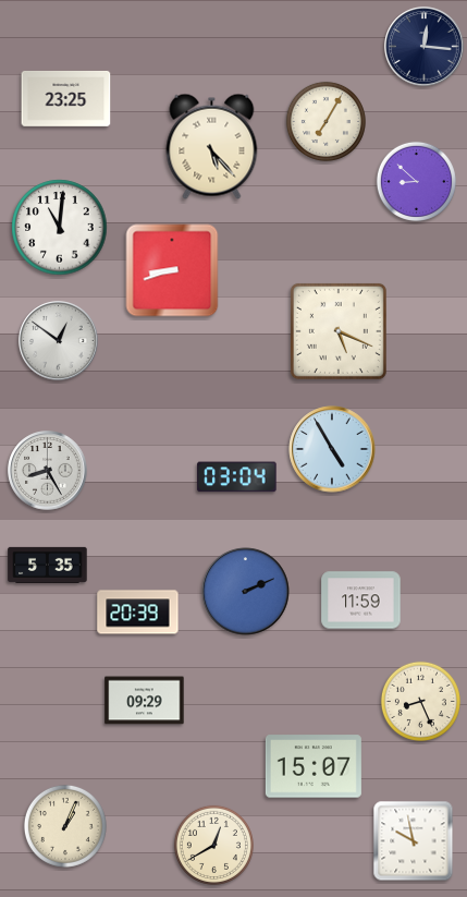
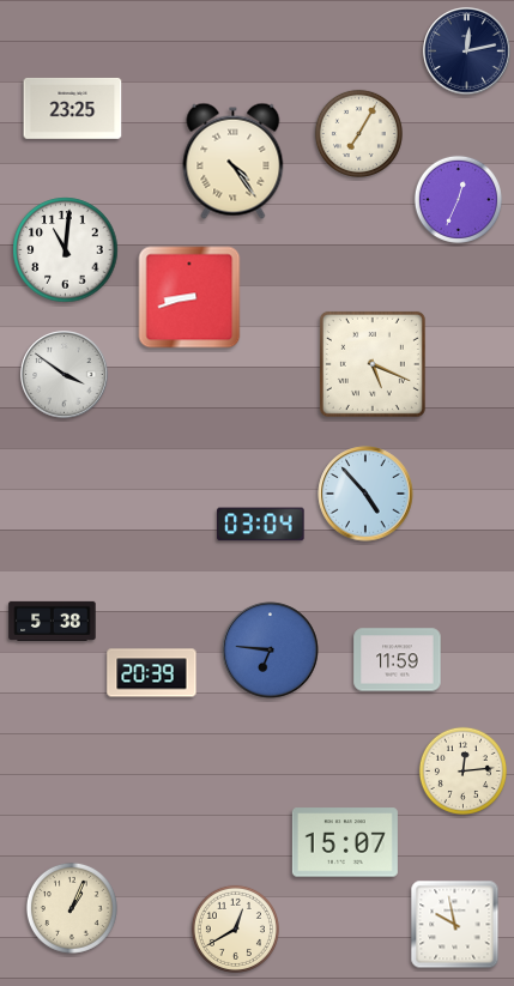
clock at (425, 47): 12:16 -> 12:13
clock at (212, 146): 5:23 -> 4:24
clock at (416, 181): 8:52 -> 12:34
clock at (59, 341): 12:51 -> 3:51
clock at (332, 449): 4:55 -> 4:53
clock at (48, 471): 8:25 -> none
clock at (48, 565): 5:35 -> 5:38
clock at (246, 592): 2:11 -> 6:46
clock at (145, 701): 09:29 -> none
clock at (420, 701): 8:26 -> 12:14
